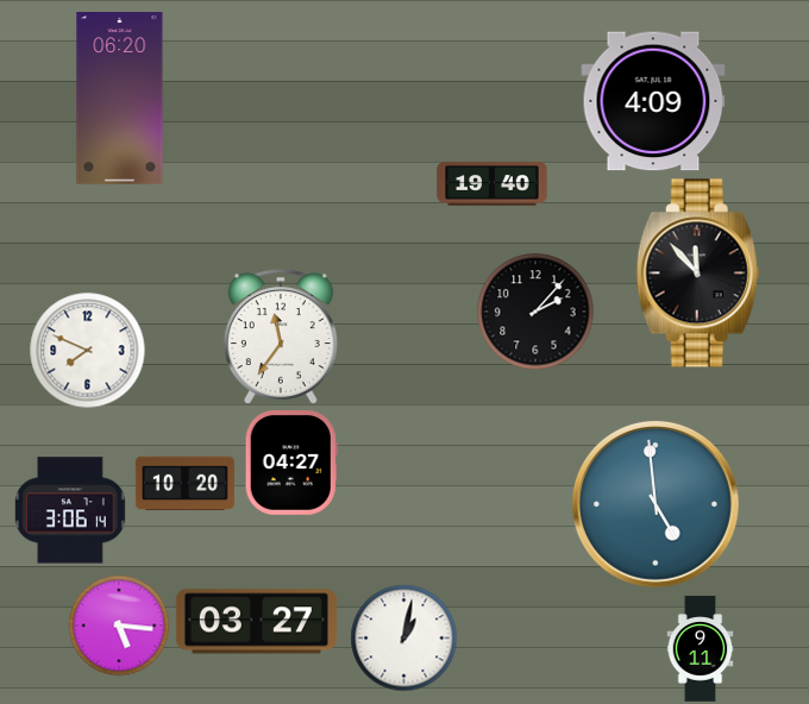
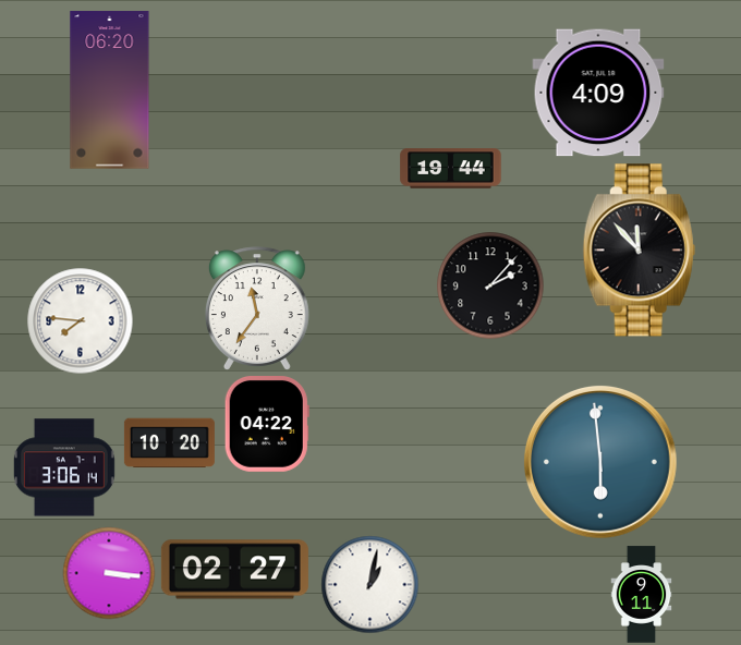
clock at (493, 184): 19:40 -> 19:44
clock at (87, 350): 7:49 -> 7:46
clock at (291, 464): 04:27 -> 04:22
clock at (656, 504): 4:59 -> 5:59
clock at (256, 622): 03:27 -> 02:27
clock at (119, 626): 5:16 -> 3:16
